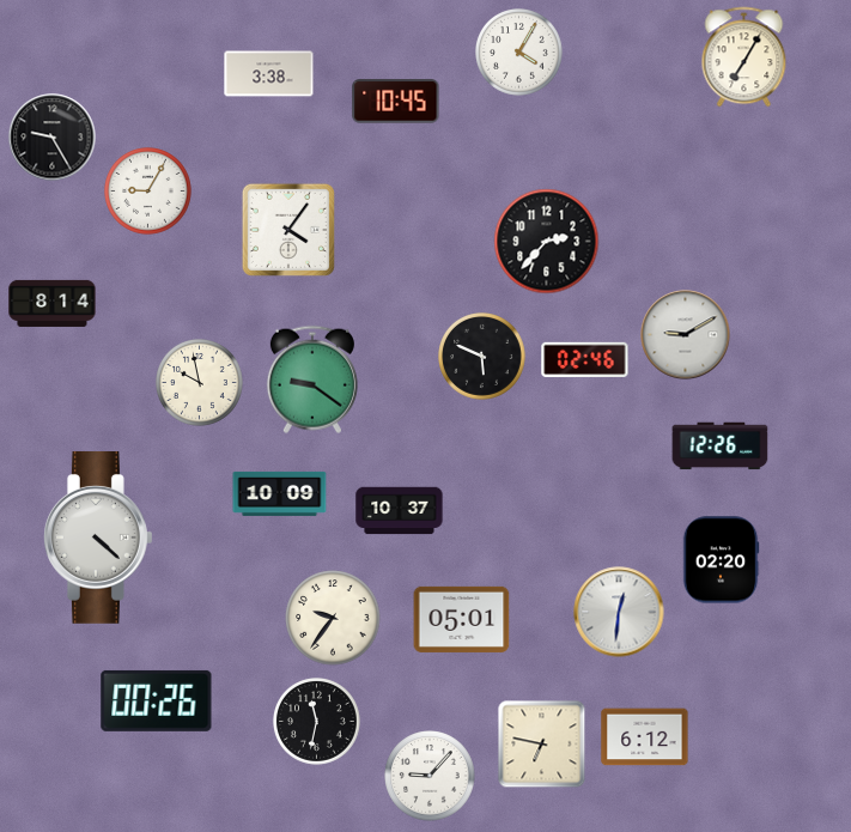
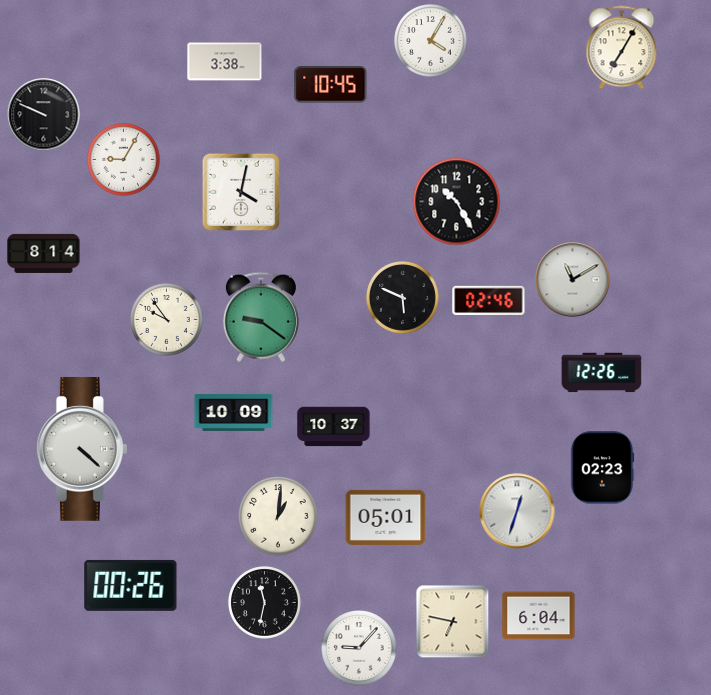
clock at (519, 53) position: (519, 53) -> (431, 41)
clock at (53, 138): 9:25 -> 9:49
clock at (288, 230): 4:06 -> 4:02
clock at (547, 242): 2:37 -> 10:25
clock at (686, 335): 9:10 -> 11:10
clock at (200, 383): 9:58 -> 9:54
clock at (721, 560): 02:20 -> 02:23
clock at (619, 612): 12:31 -> 12:33
clock at (333, 618): 9:36 -> 1:01
clock at (645, 737): 6:12 -> 6:04
